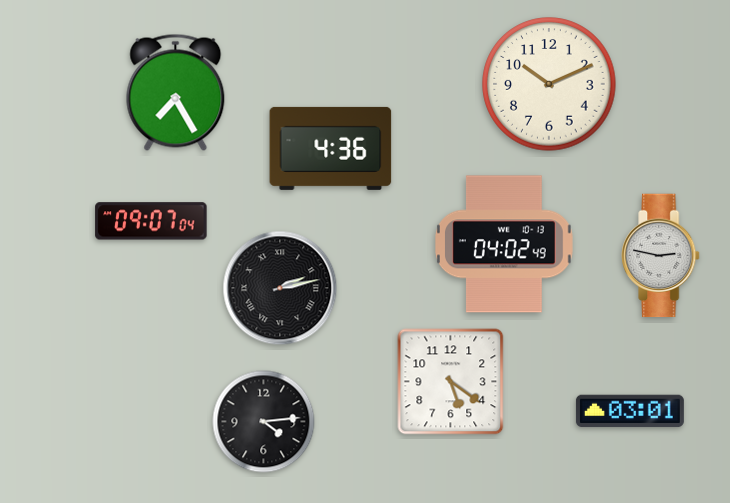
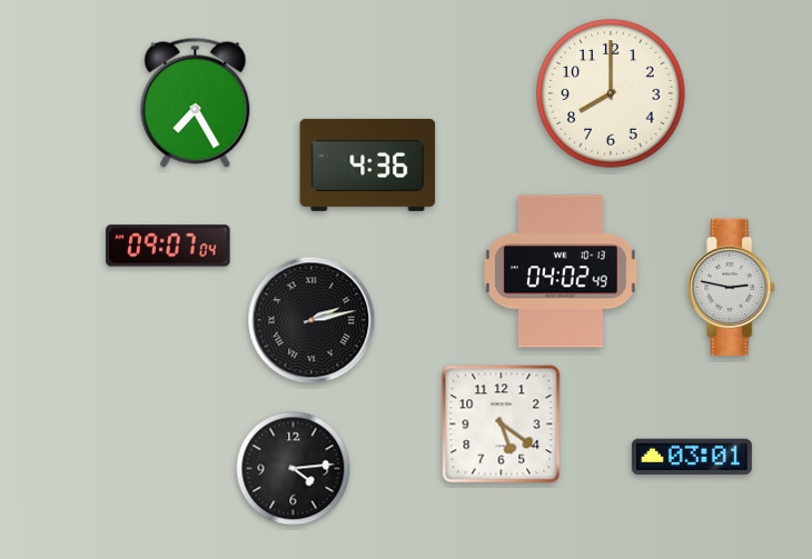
clock at (549, 84): 10:11 -> 8:00
clock at (661, 256) position: (661, 256) -> (732, 288)
clock at (630, 411) position: (630, 411) -> (692, 457)
